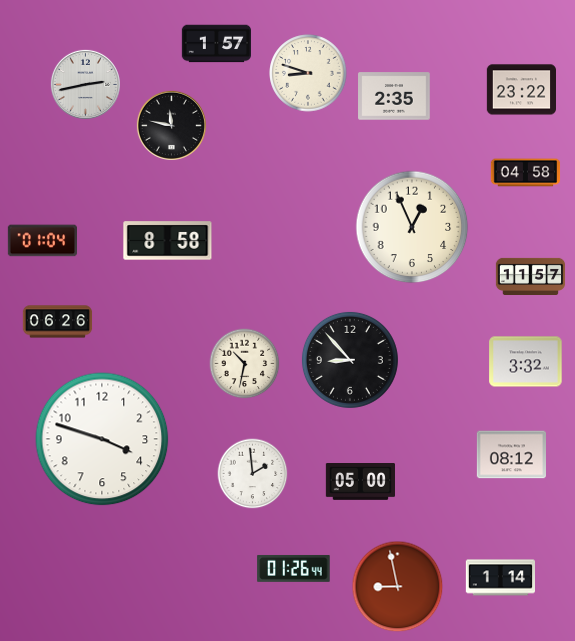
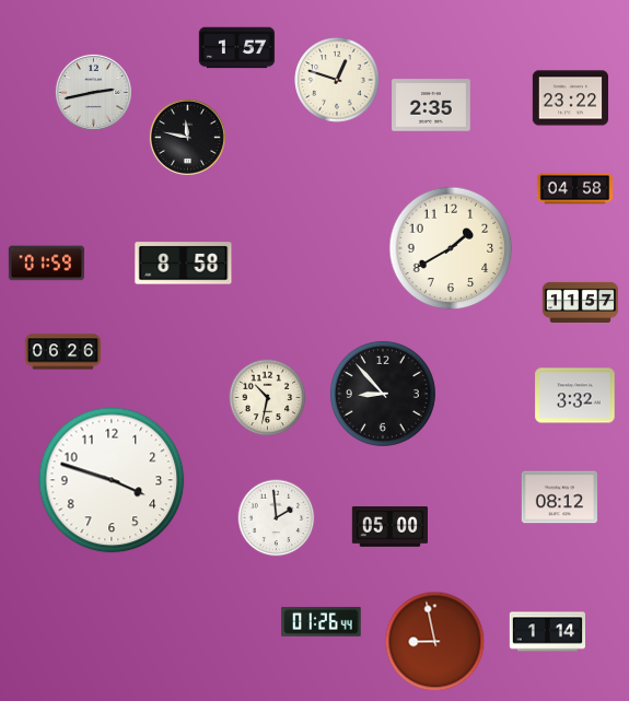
clock at (308, 73): 8:48 -> 12:48
clock at (412, 227): 12:56 -> 1:40
clock at (42, 241): 01:04 -> 01:59
clock at (360, 482) position: (360, 482) -> (389, 527)
